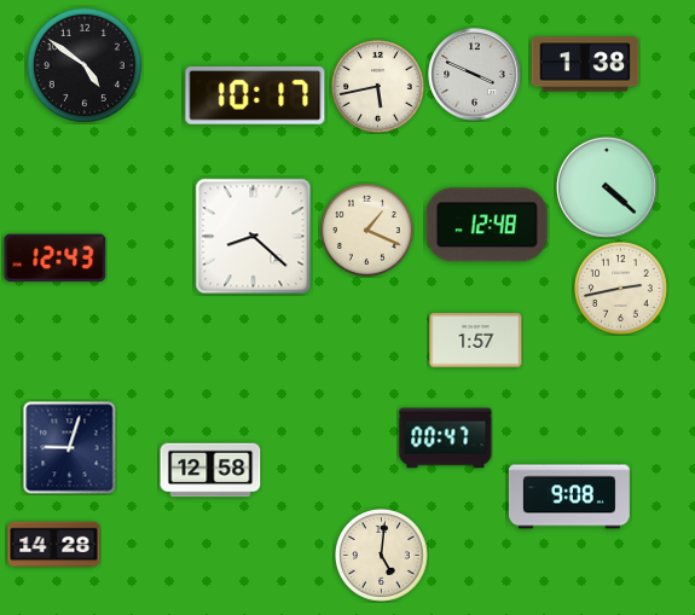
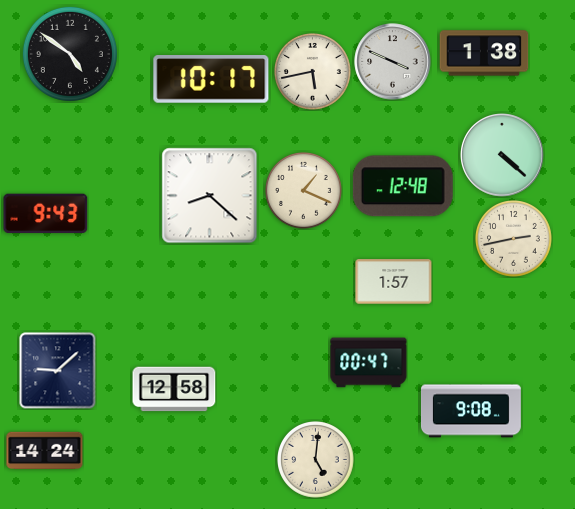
clock at (56, 259): 12:43 -> 9:43
clock at (70, 448): 9:03 -> 9:08
clock at (54, 545): 14:28 -> 14:24
